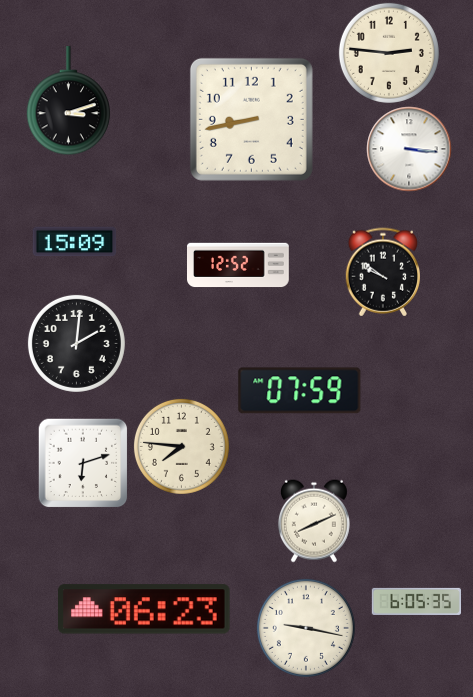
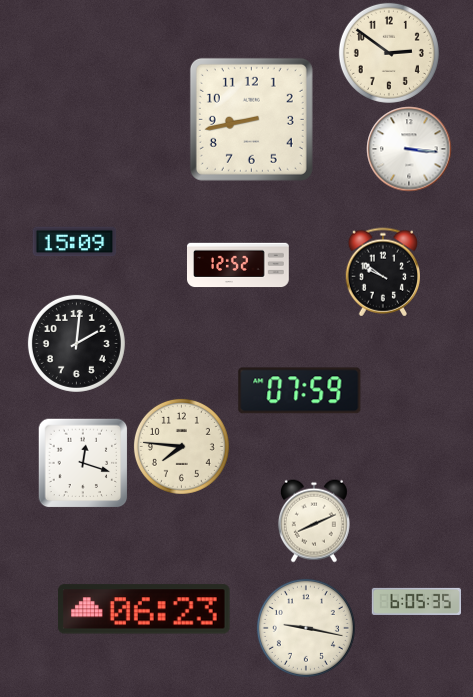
clock at (389, 53): 2:46 -> 2:51
clock at (69, 101): 3:12 -> none
clock at (83, 463): 6:12 -> 12:18
